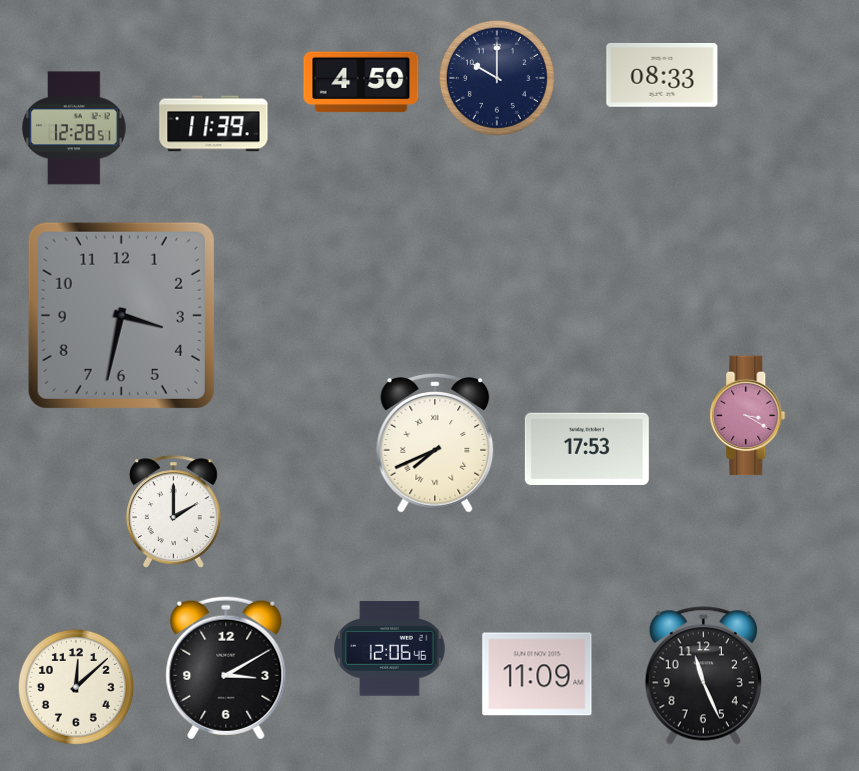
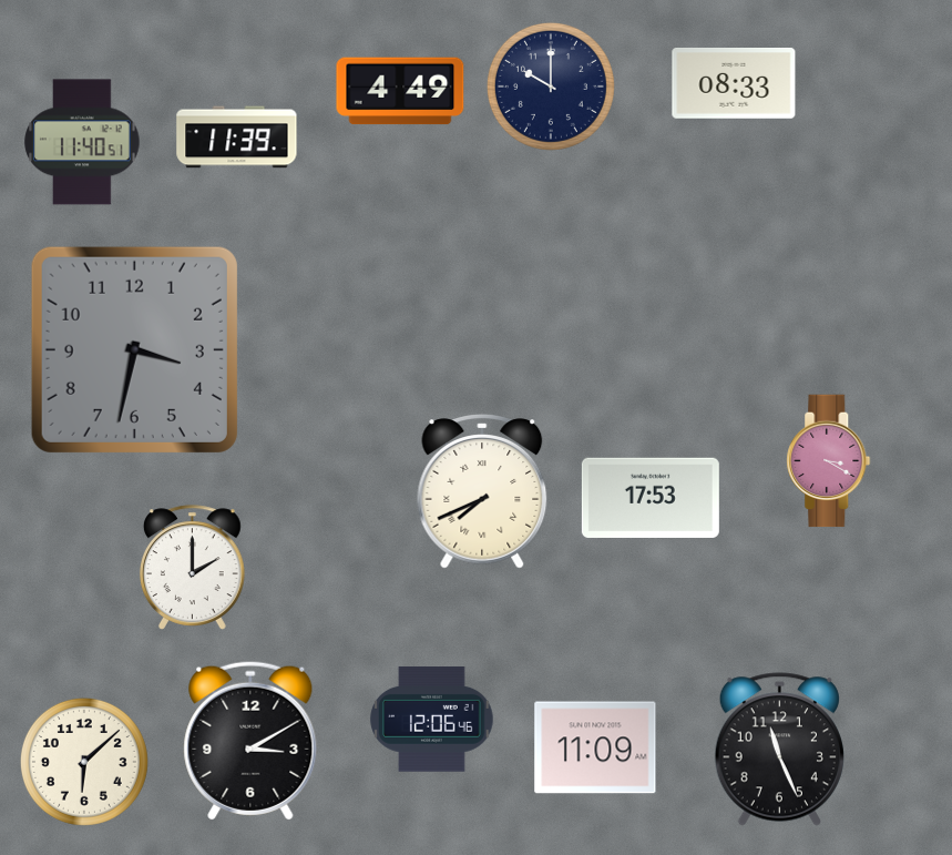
clock at (361, 82): 4:50 -> 4:49
clock at (74, 128): 12:28 -> 11:40
clock at (76, 687): 12:08 -> 6:08
